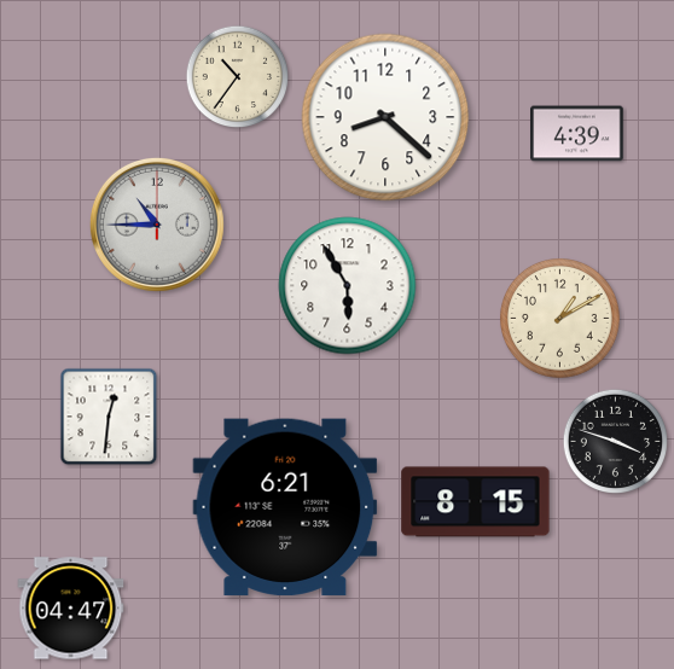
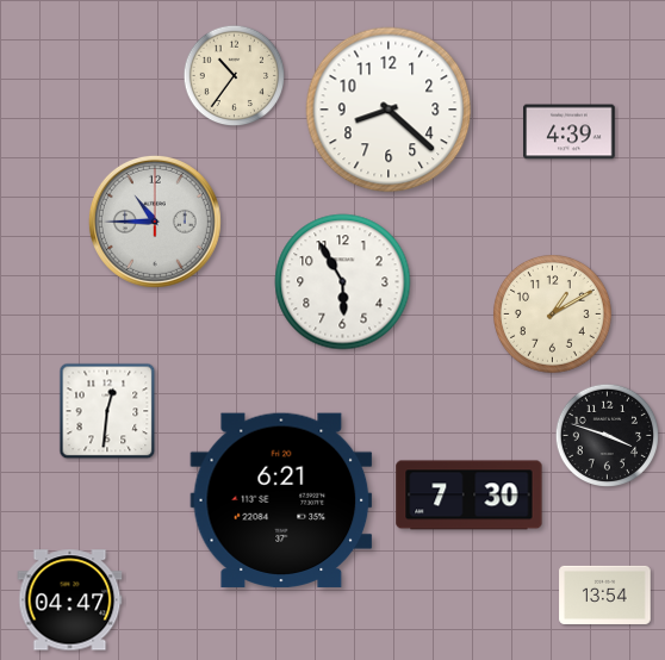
clock at (385, 117) position: (385, 117) -> (389, 110)
clock at (476, 502): 8:15 -> 7:30
clock at (605, 594): none -> 13:54
